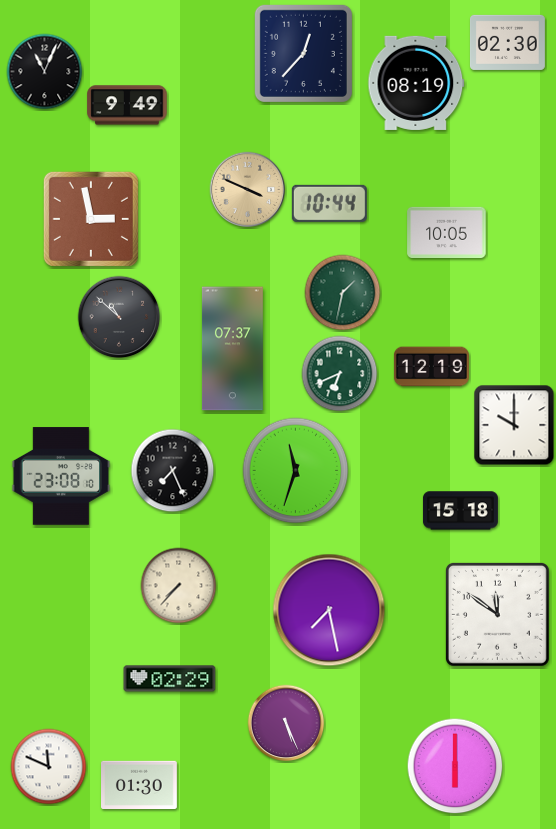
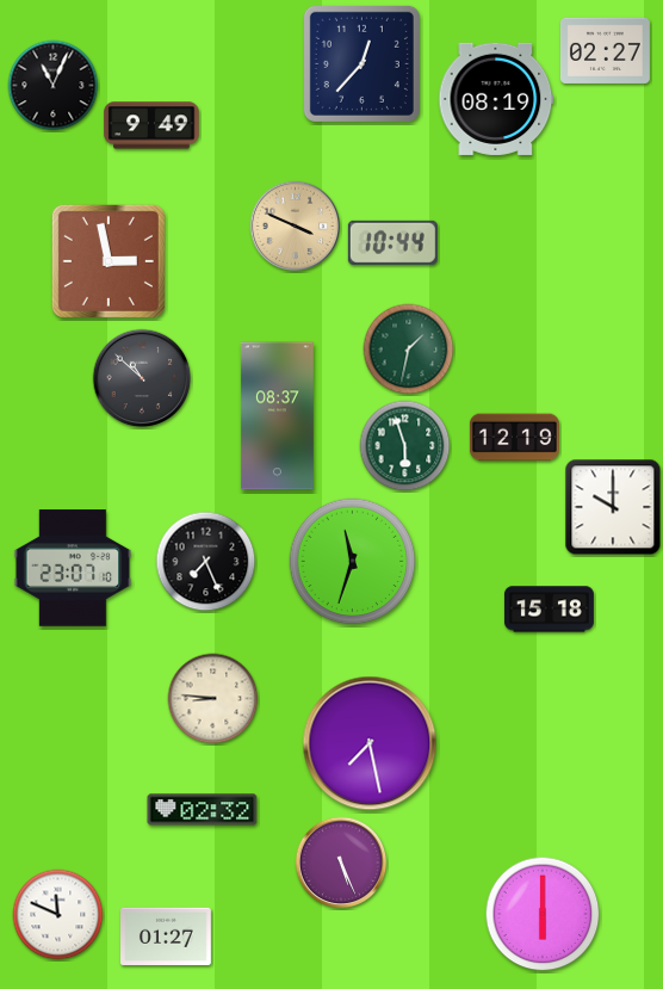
clock at (507, 42): 02:30 -> 02:27
clock at (447, 232): 10:05 -> none
clock at (232, 349): 07:37 -> 08:37
clock at (340, 374): 6:41 -> 5:57
clock at (61, 476): 23:08 -> 23:07
clock at (179, 586): 7:37 -> 8:46
clock at (329, 610) position: (329, 610) -> (370, 743)
clock at (497, 614): 11:51 -> none
clock at (170, 679): 02:29 -> 02:32
clock at (140, 785): 01:30 -> 01:27
